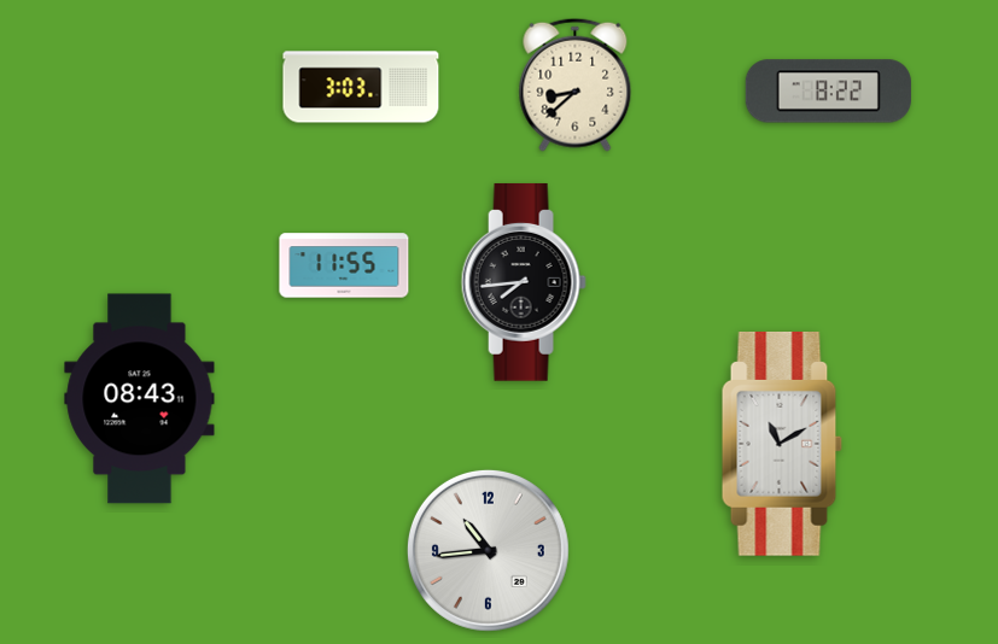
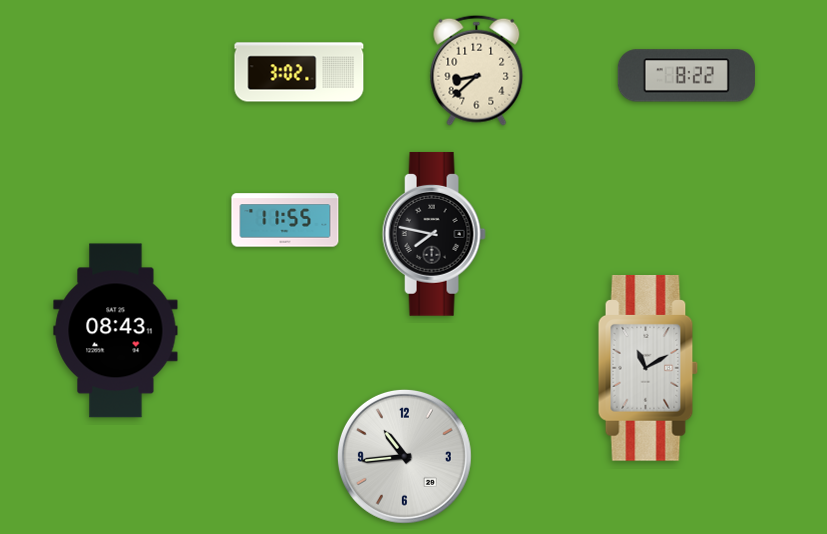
clock at (361, 87): 3:03 -> 3:02
clock at (524, 282): 7:44 -> 7:47
